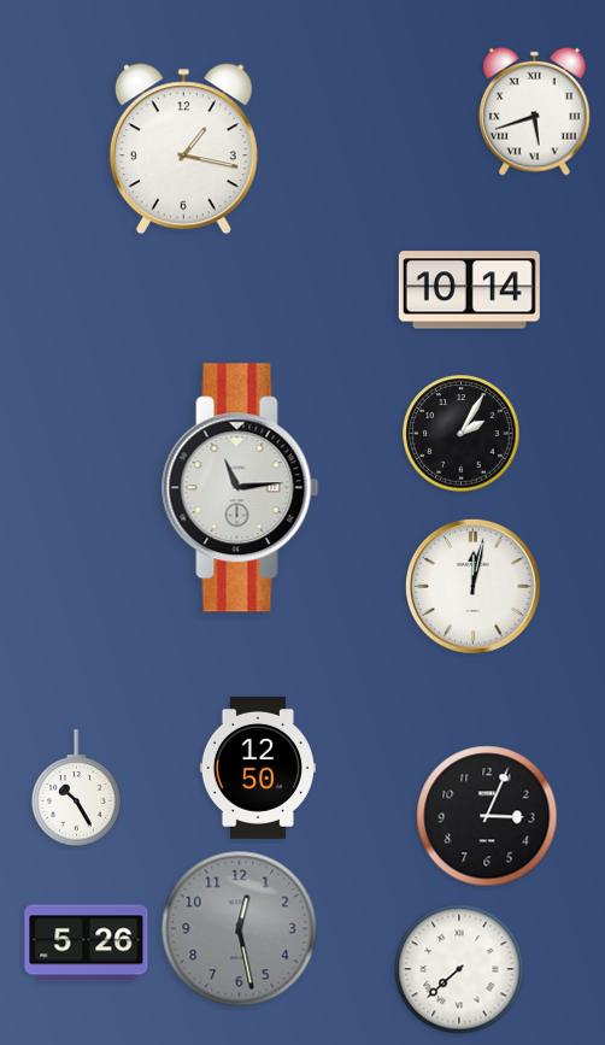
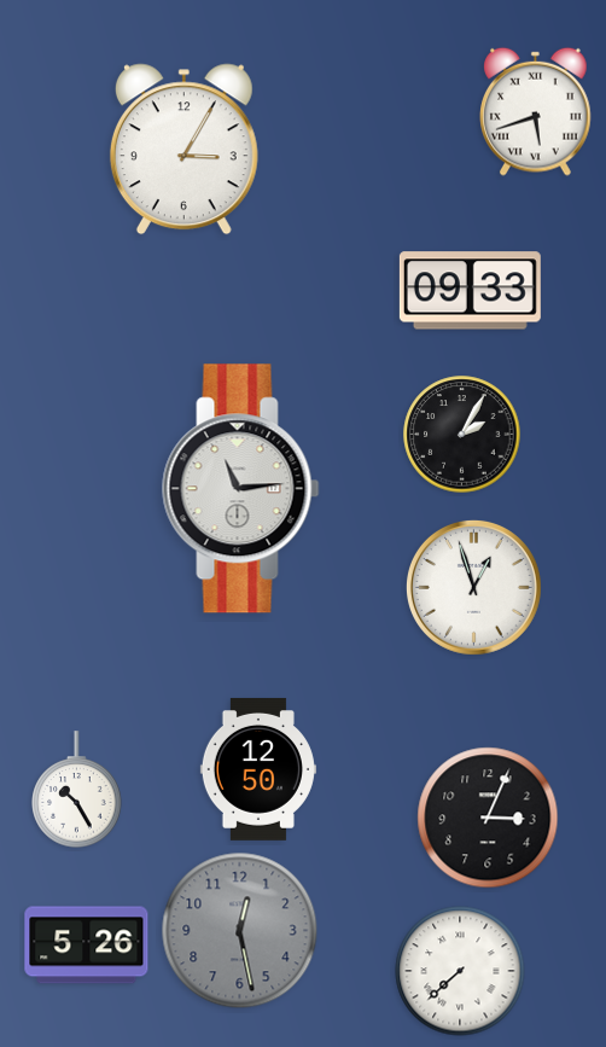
clock at (183, 149): 1:17 -> 3:05
clock at (469, 290): 10:14 -> 09:33
clock at (472, 586): 12:02 -> 12:57
